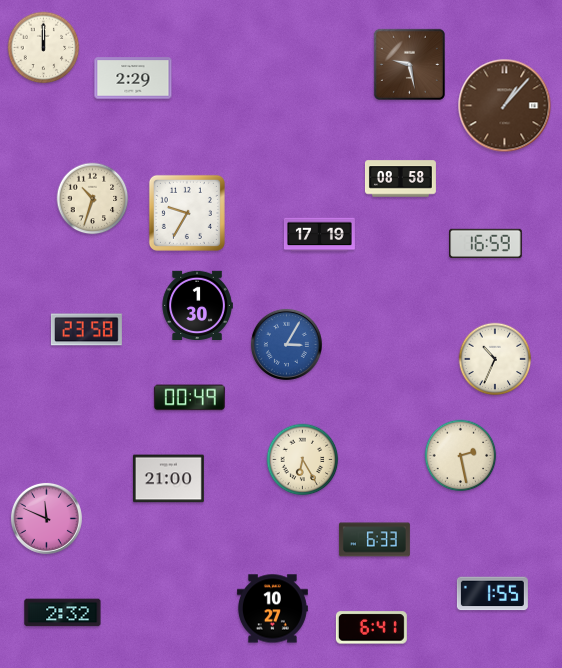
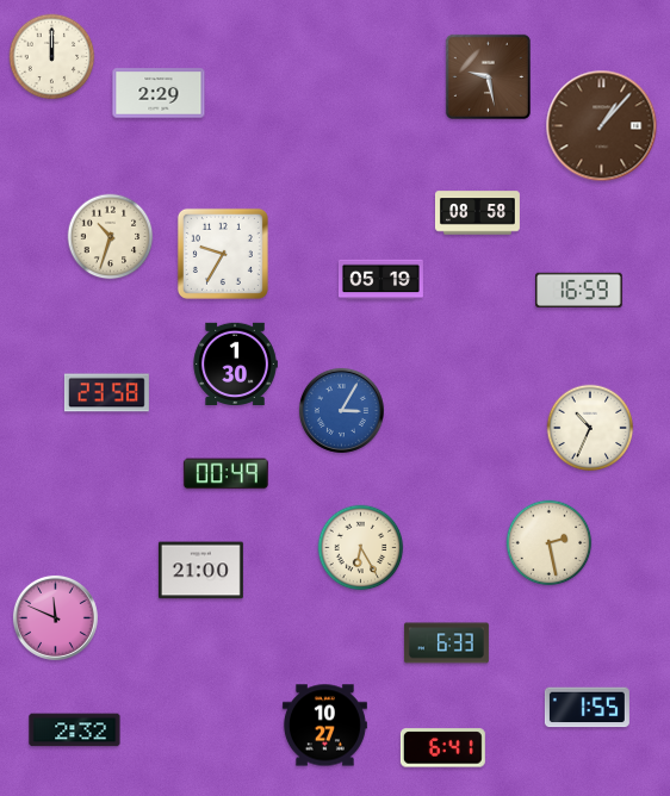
clock at (319, 235): 17:19 -> 05:19
clock at (86, 330) position: (86, 330) -> (106, 393)
